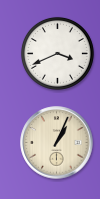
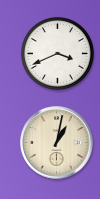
clock at (57, 143): 1:04 -> 1:02
